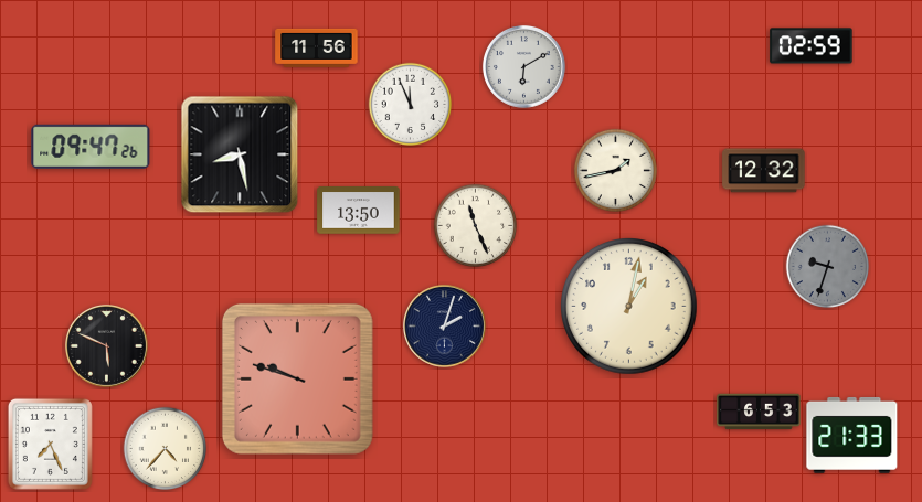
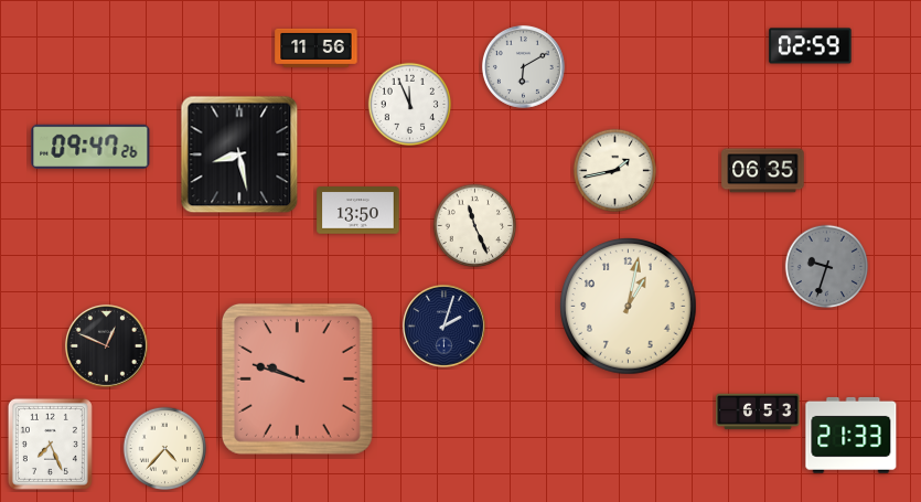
clock at (764, 171): 12:32 -> 06:35
clock at (106, 345): 5:49 -> 12:49
